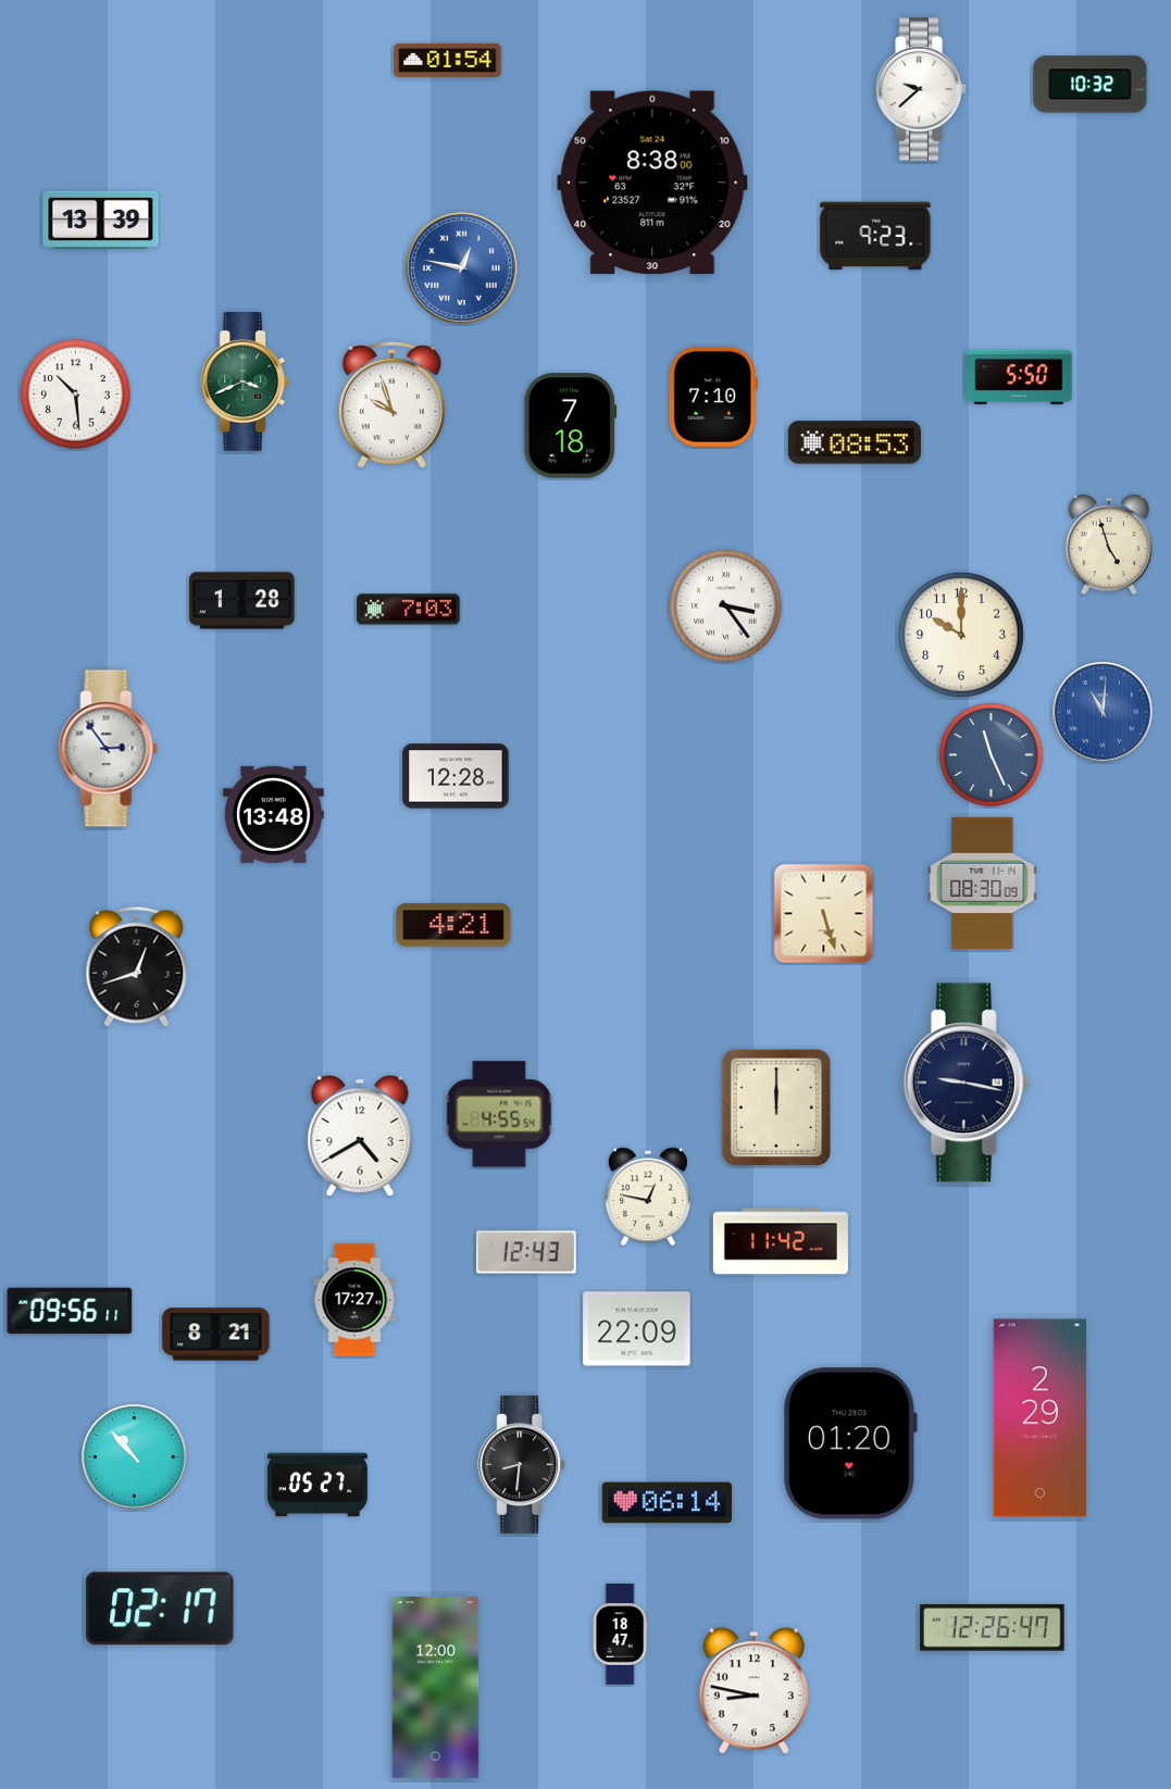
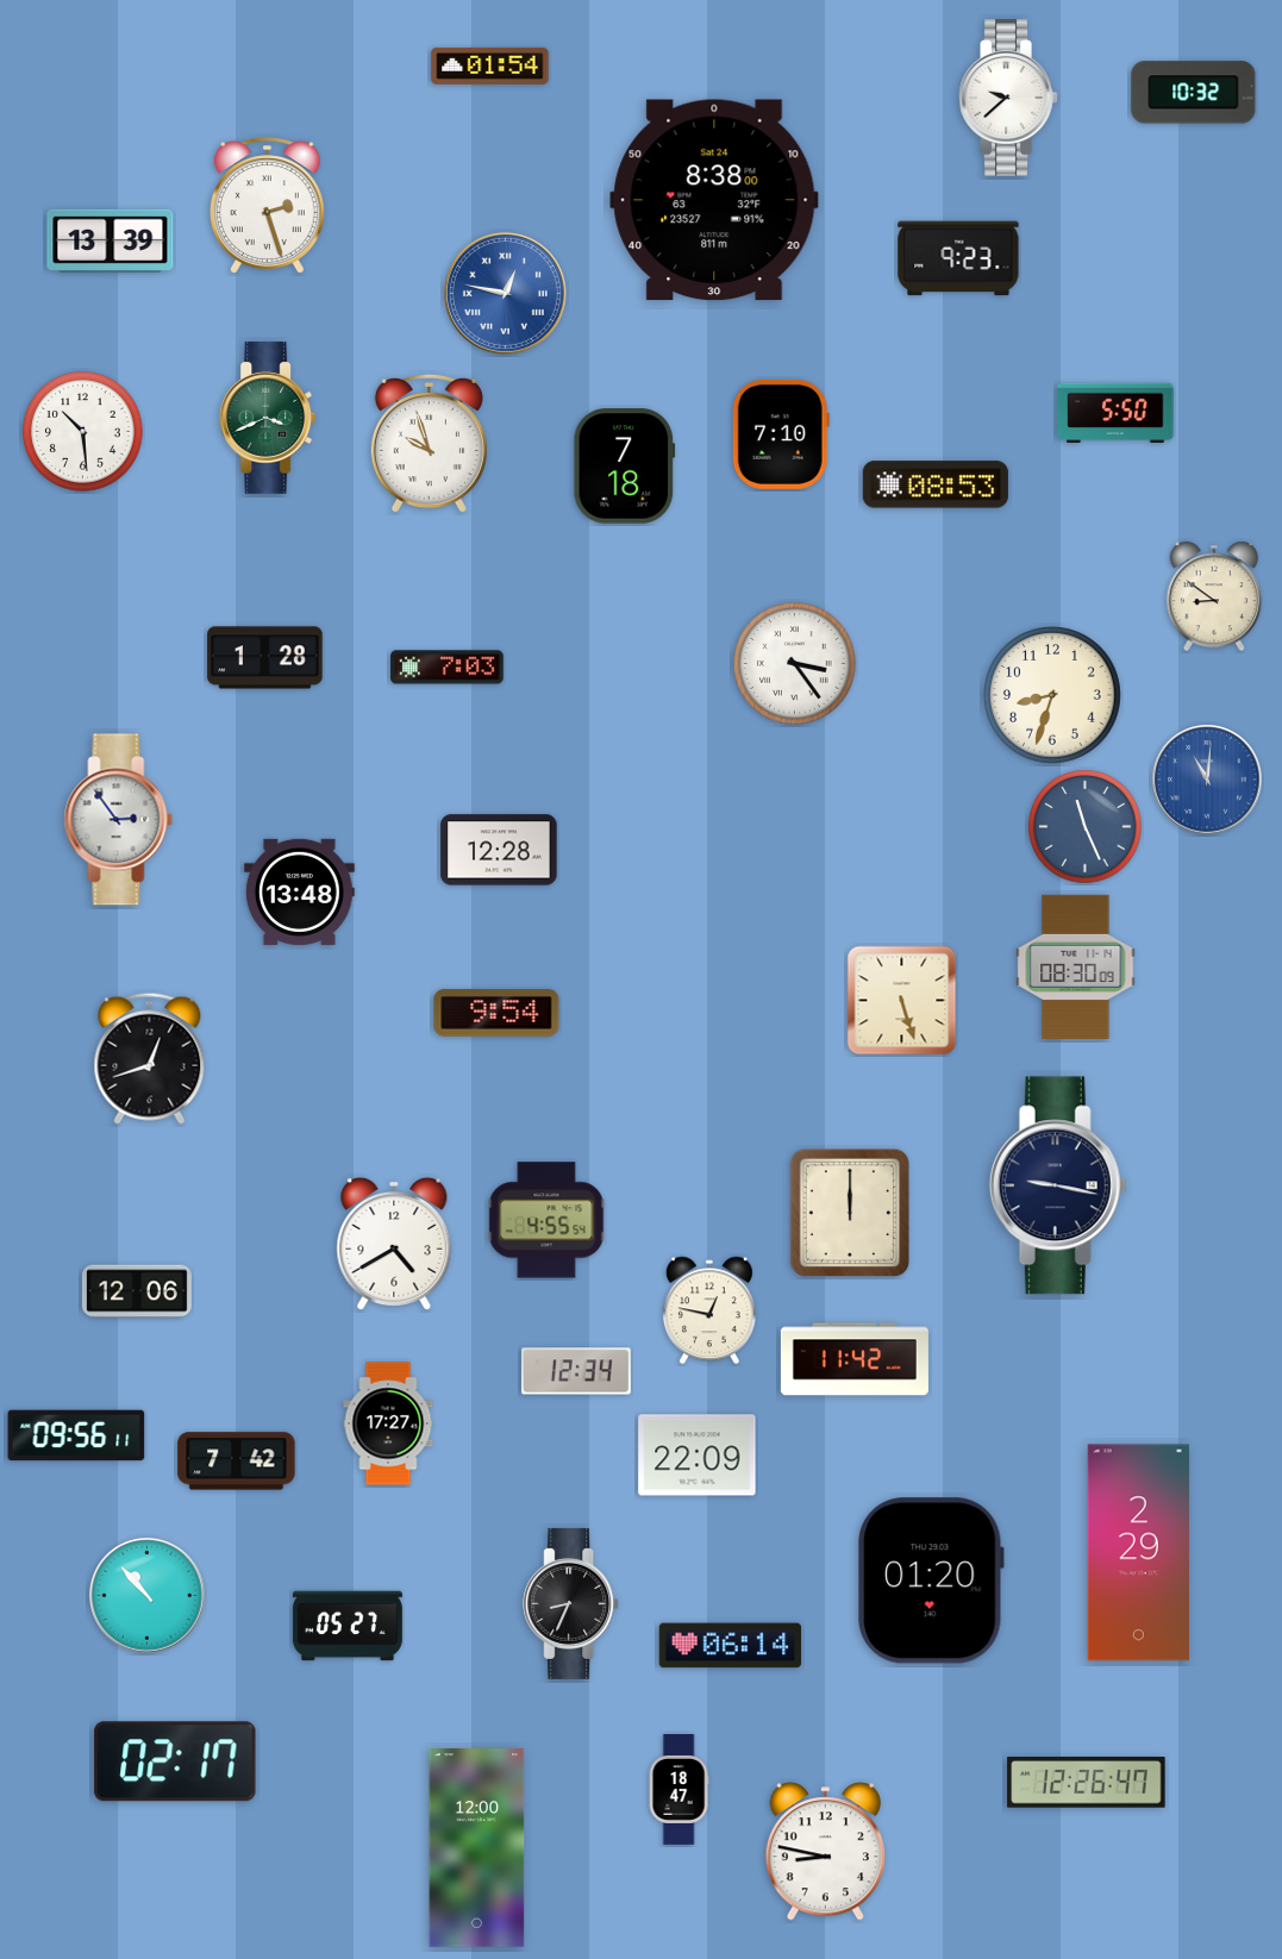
clock at (267, 206): none -> 2:27
clock at (1109, 545): 4:57 -> 8:51
clock at (961, 635): 10:00 -> 8:33
clock at (453, 925): 4:21 -> 9:54
clock at (137, 1291): none -> 12:06
clock at (526, 1252): 12:43 -> 12:34
clock at (216, 1335): 8:21 -> 7:42
clock at (522, 1464): 8:31 -> 8:34
